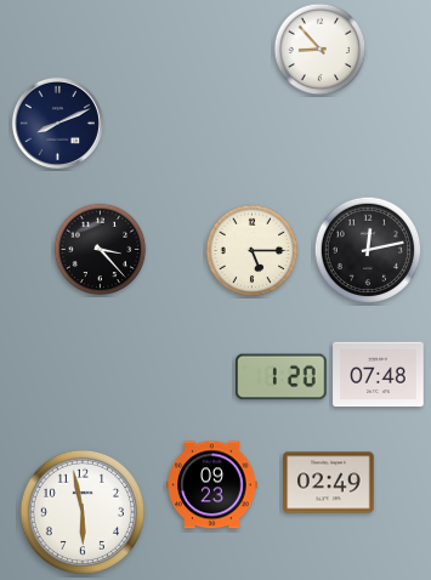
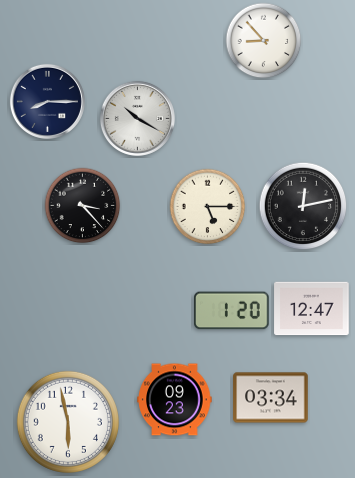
clock at (57, 123): 8:11 -> 8:15
clock at (137, 118): none -> 10:20
clock at (379, 375): 07:48 -> 12:47
clock at (329, 483): 02:49 -> 03:34
